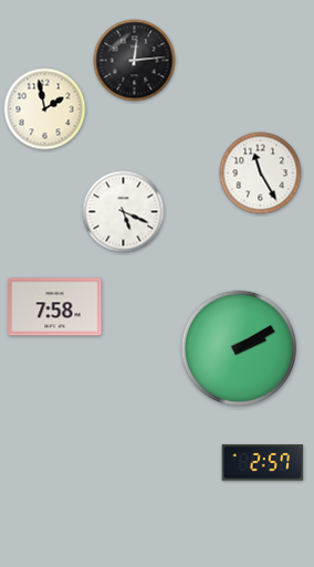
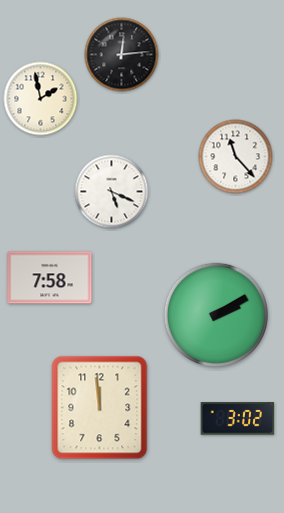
clock at (261, 174): 11:25 -> 11:23
clock at (100, 408): none -> 11:59
clock at (263, 463): 2:57 -> 3:02
